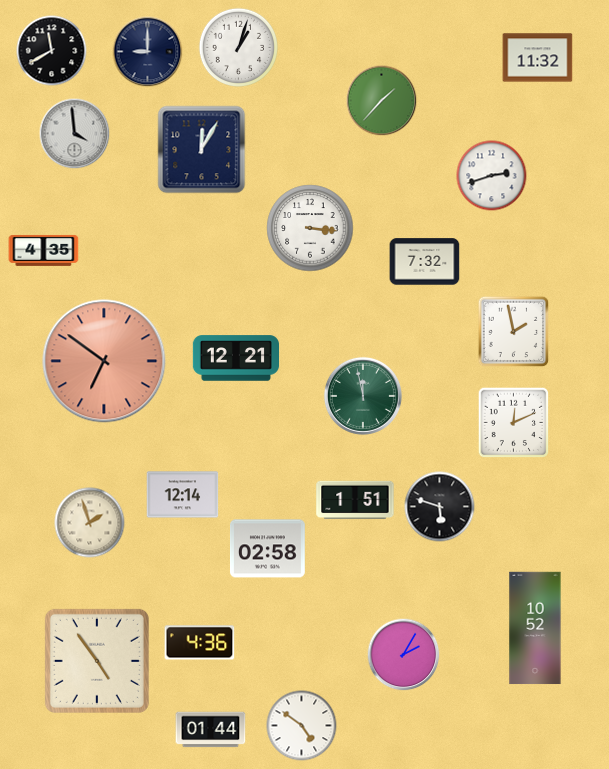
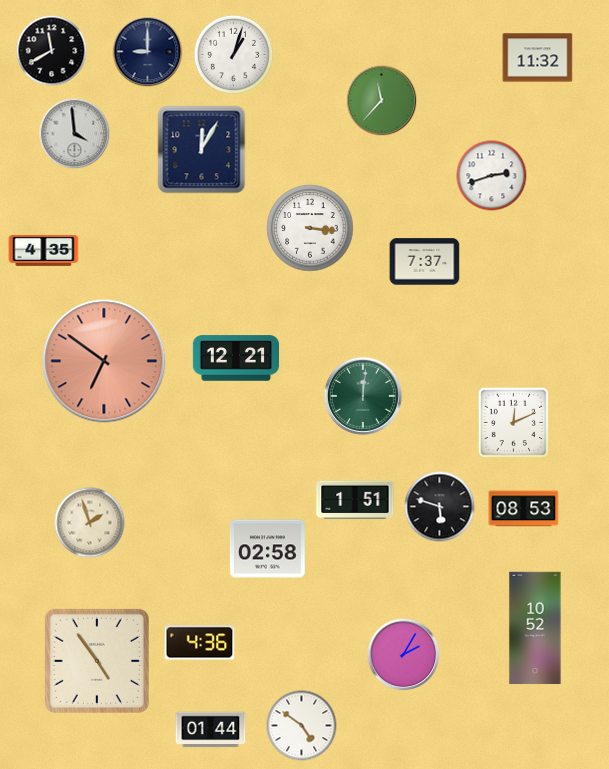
clock at (238, 47) position: (238, 47) -> (233, 54)
clock at (382, 101): 1:37 -> 11:37
clock at (425, 262): 7:32 -> 7:37
clock at (514, 332): 1:58 -> none
clock at (363, 396): 11:58 -> 12:01
clock at (183, 495): 12:14 -> none
clock at (524, 509): none -> 08:53
